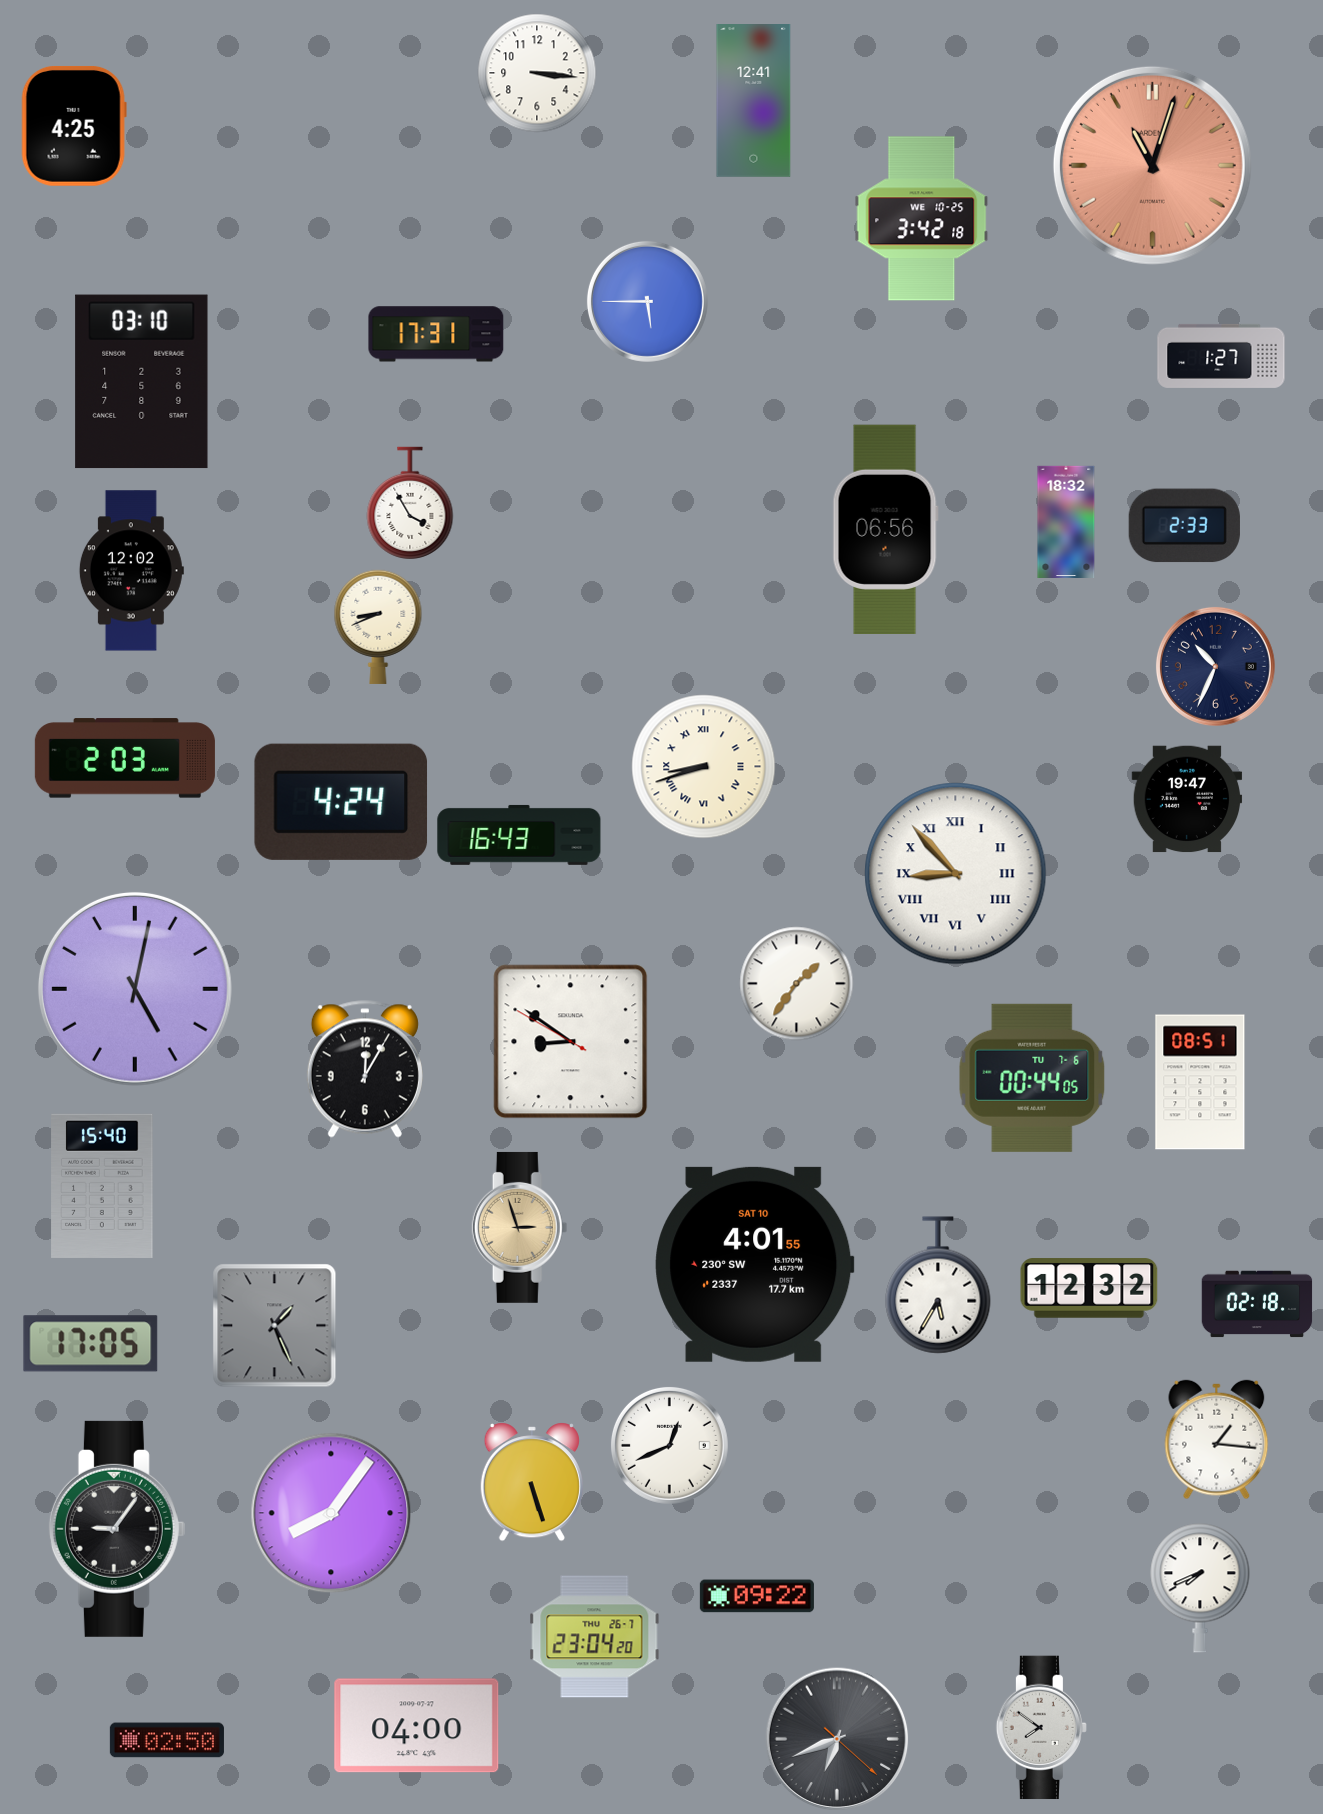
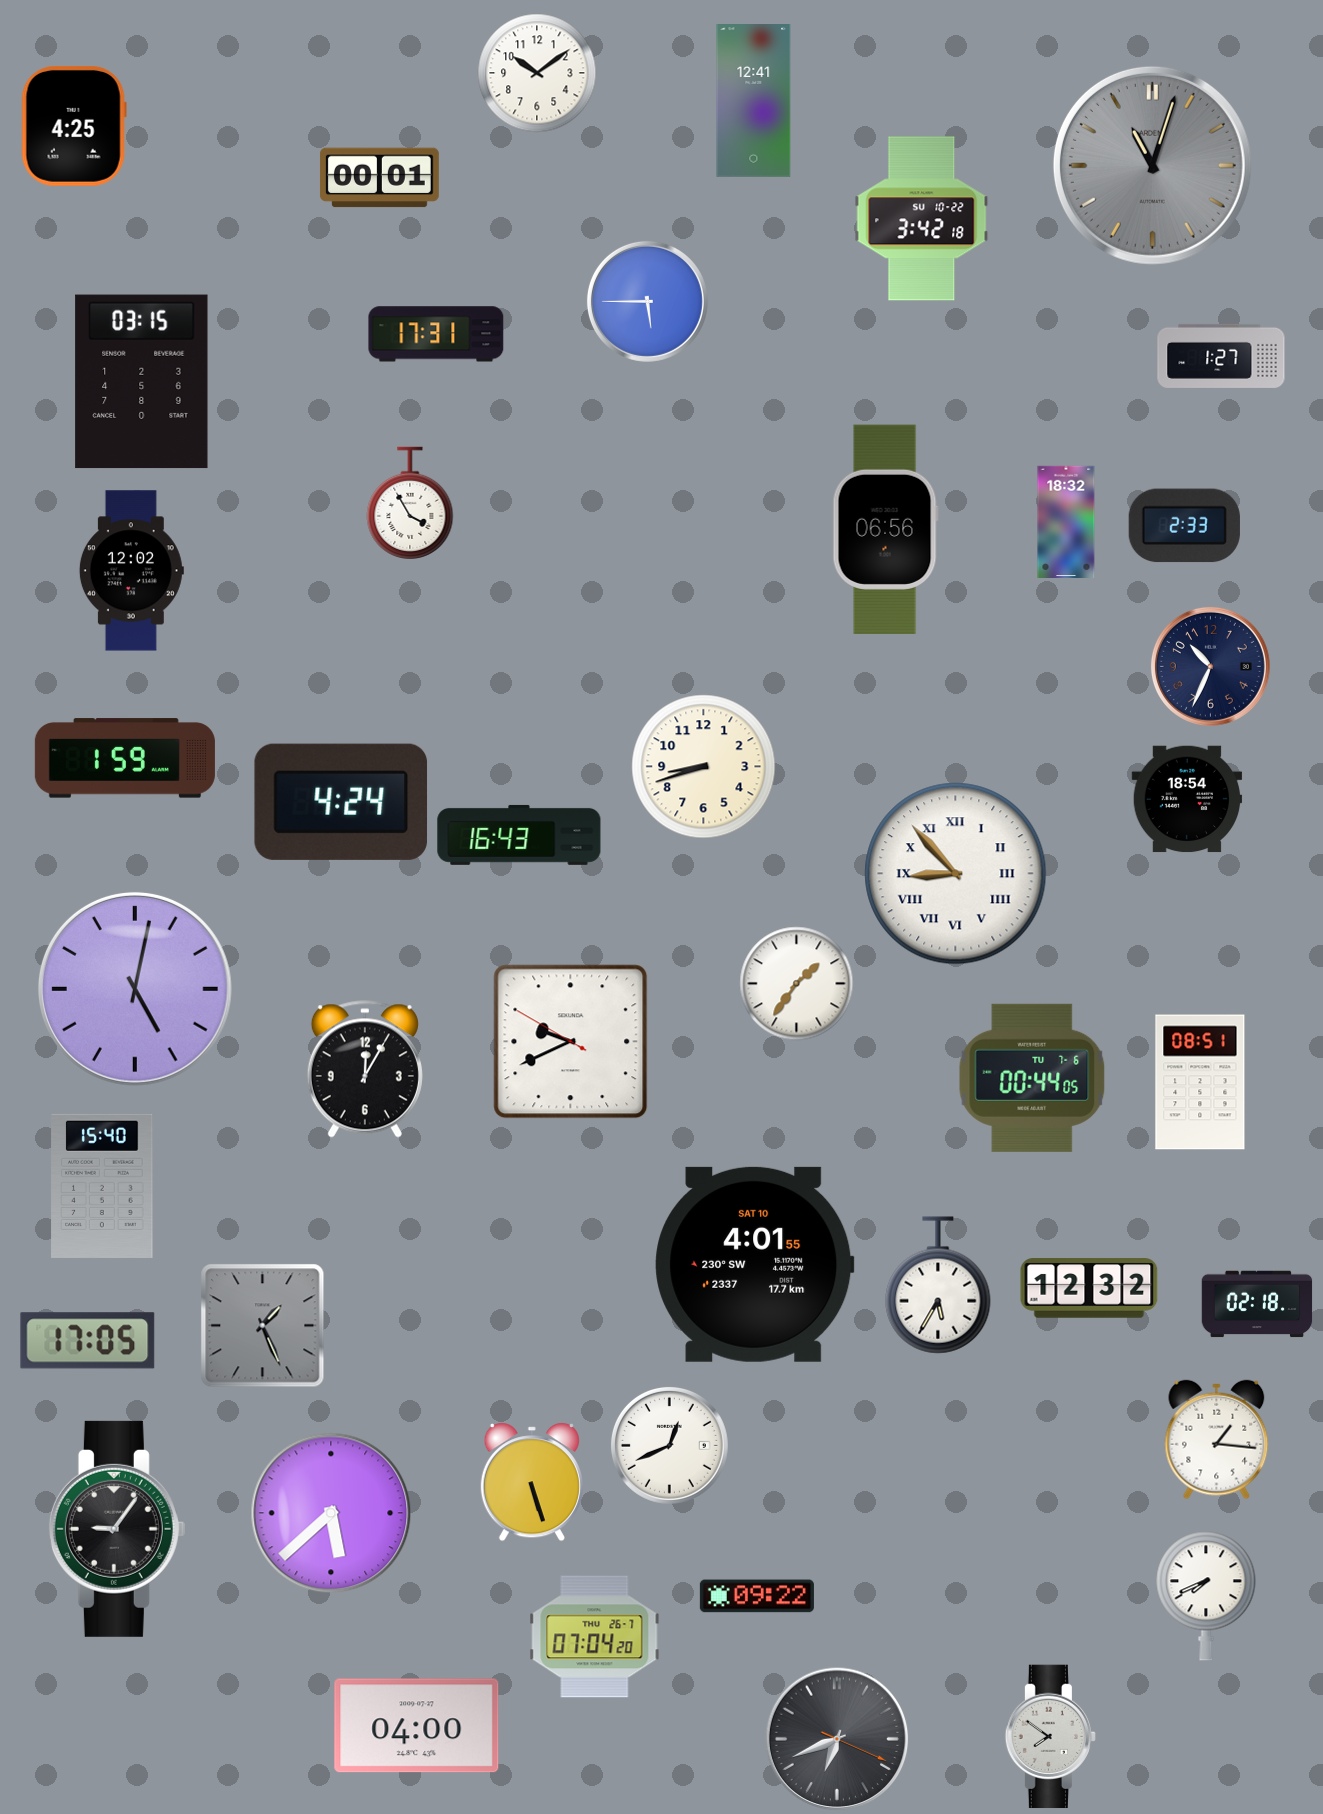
clock at (537, 73): 3:16 -> 10:09
clock at (1152, 165) dial: salmon -> grey
clock at (379, 178): none -> 00:01
clock at (922, 219) date: WE 10-25 -> SU 10-22
clock at (142, 382): 03:10 -> 03:15
clock at (378, 627): 8:41 -> none
clock at (1215, 666) position: (1215, 666) -> (1210, 666)
clock at (125, 758): 2:03 -> 1:59
clock at (704, 767) numerals: Roman -> Arabic
clock at (1187, 799): 19:47 -> 18:54
clock at (571, 1042): 8:50 -> 9:40
clock at (520, 1227): 2:57 -> none
clock at (275, 1326) position: (275, 1326) -> (263, 1326)
clock at (91, 1344) position: (91, 1344) -> (88, 1341)
clock at (331, 1513): 8:06 -> 5:38
clock at (1200, 1588) position: (1200, 1588) -> (1206, 1596)
clock at (595, 1637): 23:04 -> 07:04
clock at (1041, 1728) position: (1041, 1728) -> (1050, 1737)
clock at (837, 1739): 6:41:22 -> 6:41:19
clock at (167, 1740): 02:50 -> none
